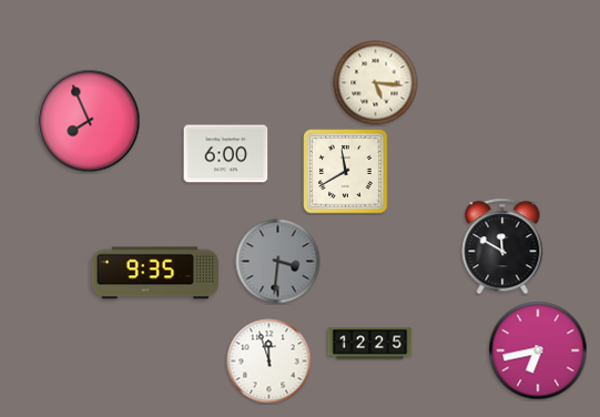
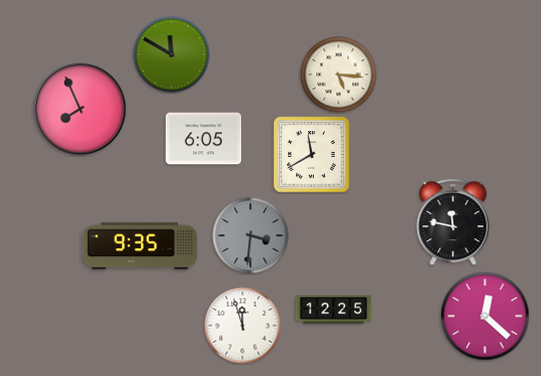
clock at (172, 55): none -> 11:50
clock at (226, 154): 6:00 -> 6:05
clock at (502, 246): 11:50 -> 11:47
clock at (538, 350): 6:43 -> 12:22
